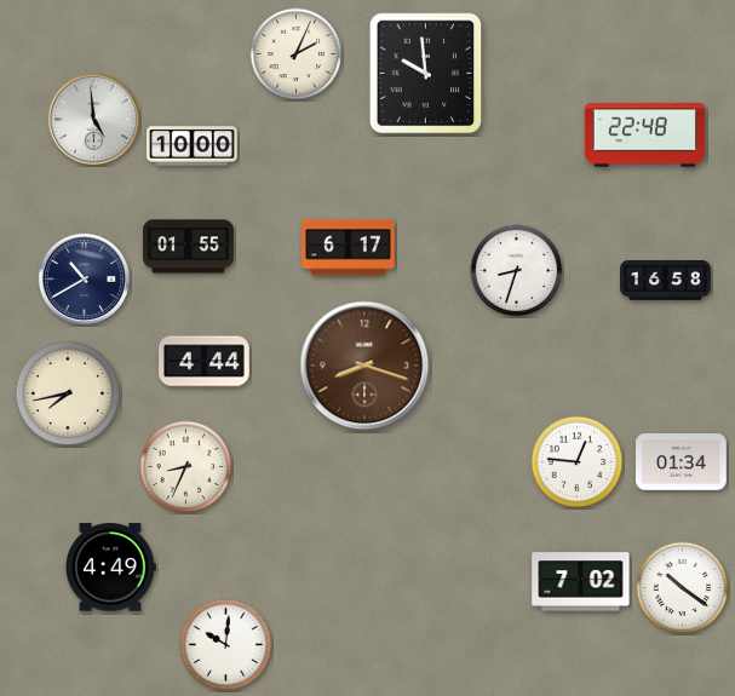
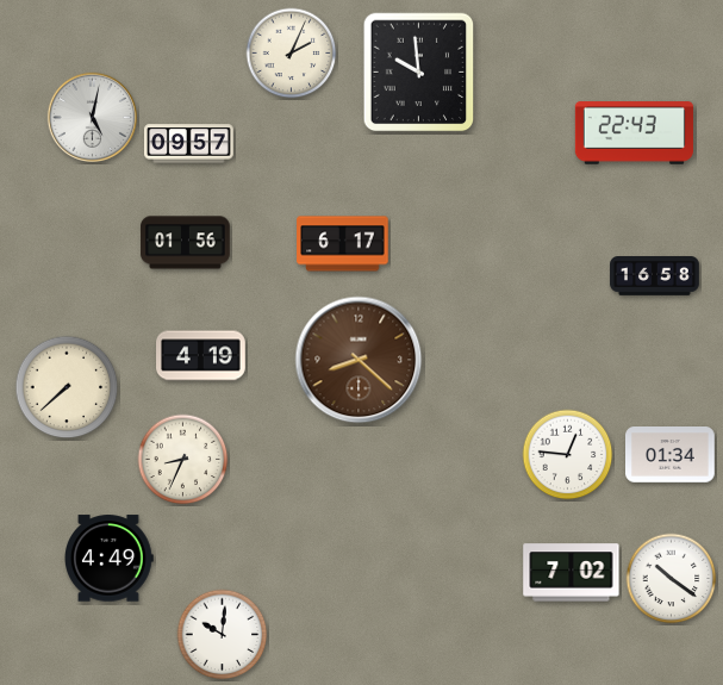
clock at (93, 119): 4:59 -> 5:02
clock at (644, 136): 22:48 -> 22:43
clock at (193, 146): 10:00 -> 09:57
clock at (189, 247): 01:55 -> 01:56
clock at (517, 271): 8:33 -> none
clock at (84, 278): 10:40 -> none
clock at (205, 362): 4:44 -> 4:19
clock at (364, 366): 8:18 -> 8:22
clock at (68, 393): 7:43 -> 7:38
